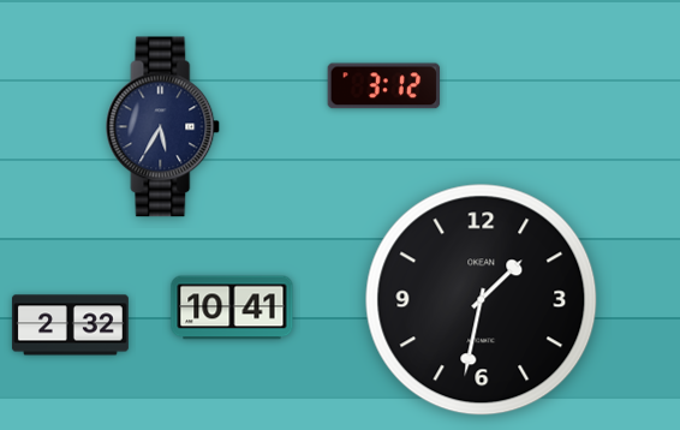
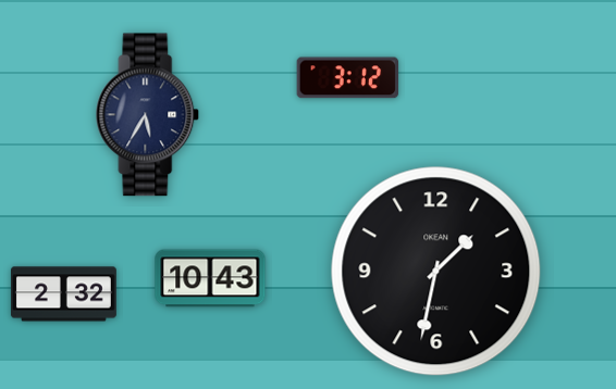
clock at (232, 307): 10:41 -> 10:43
